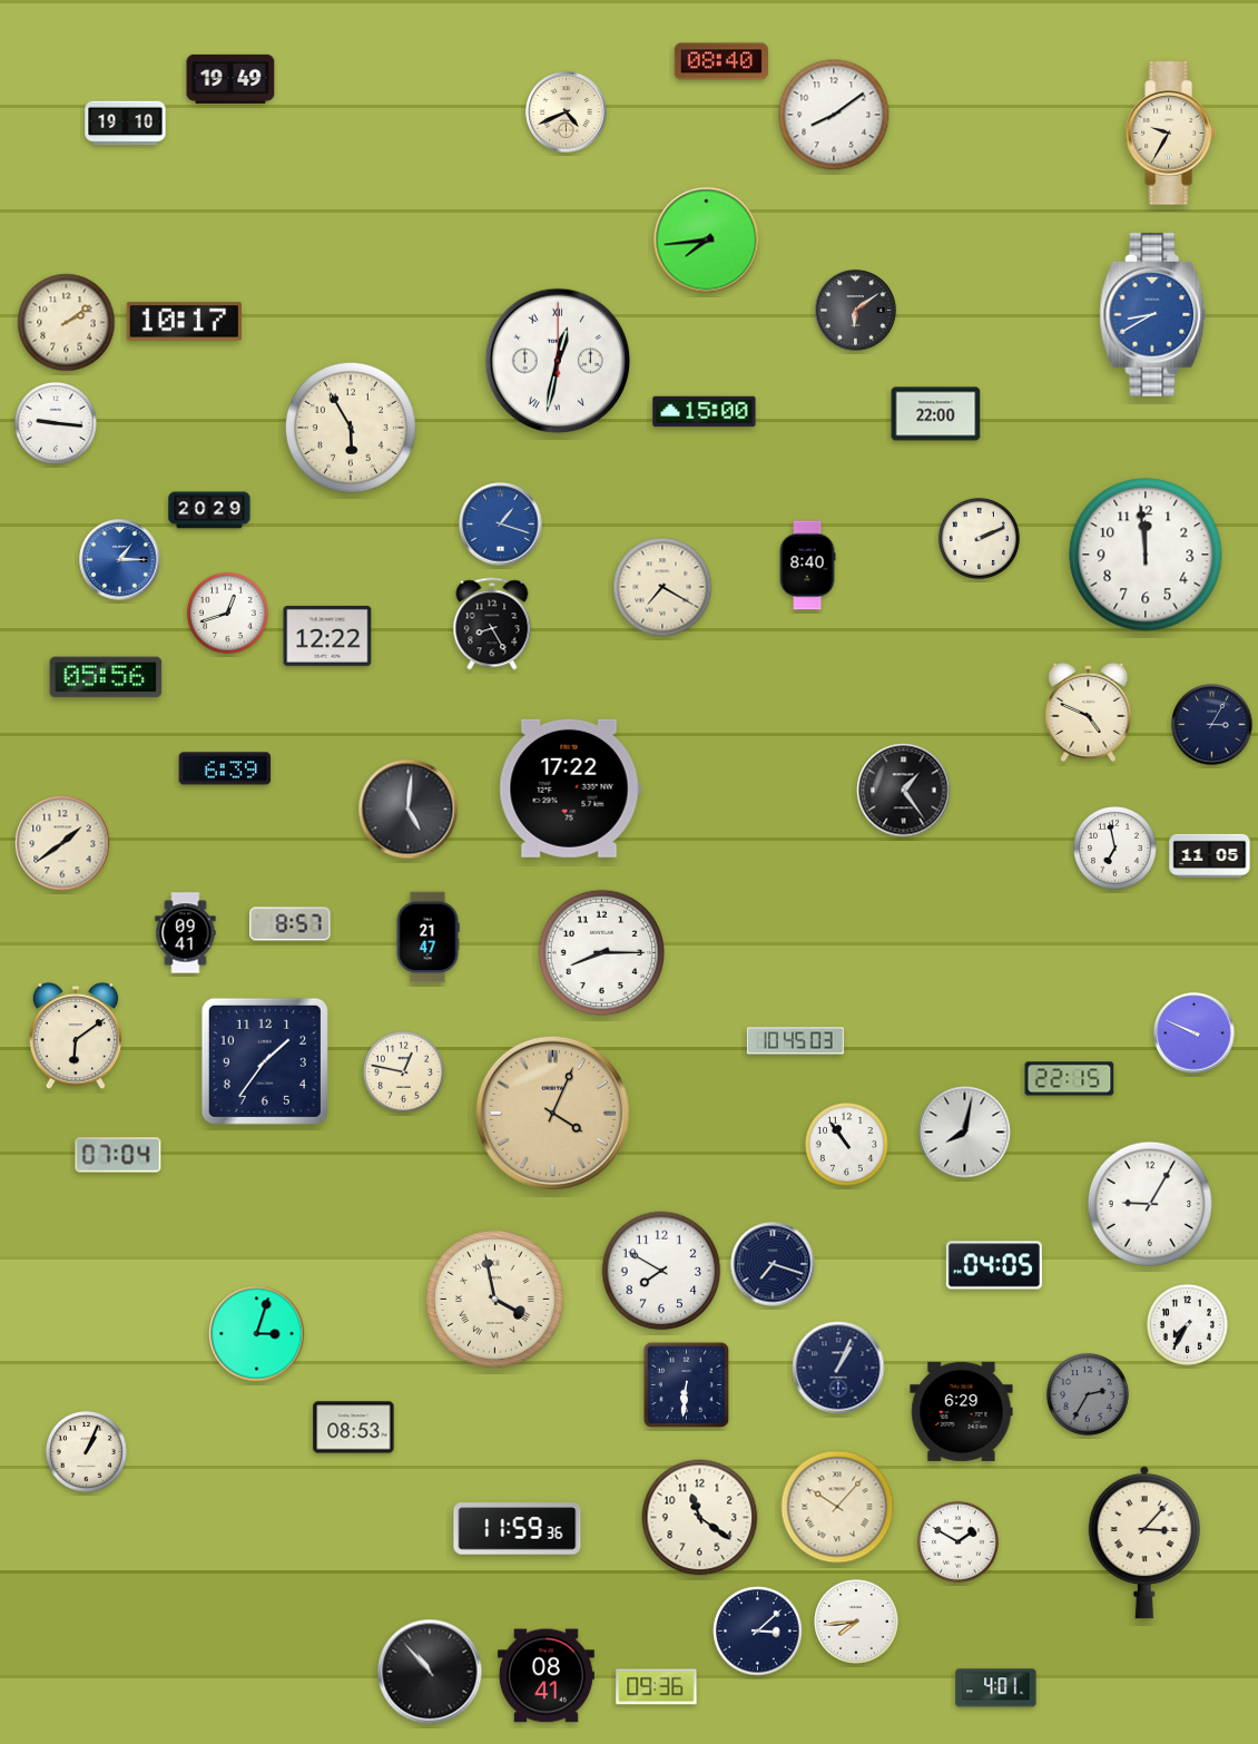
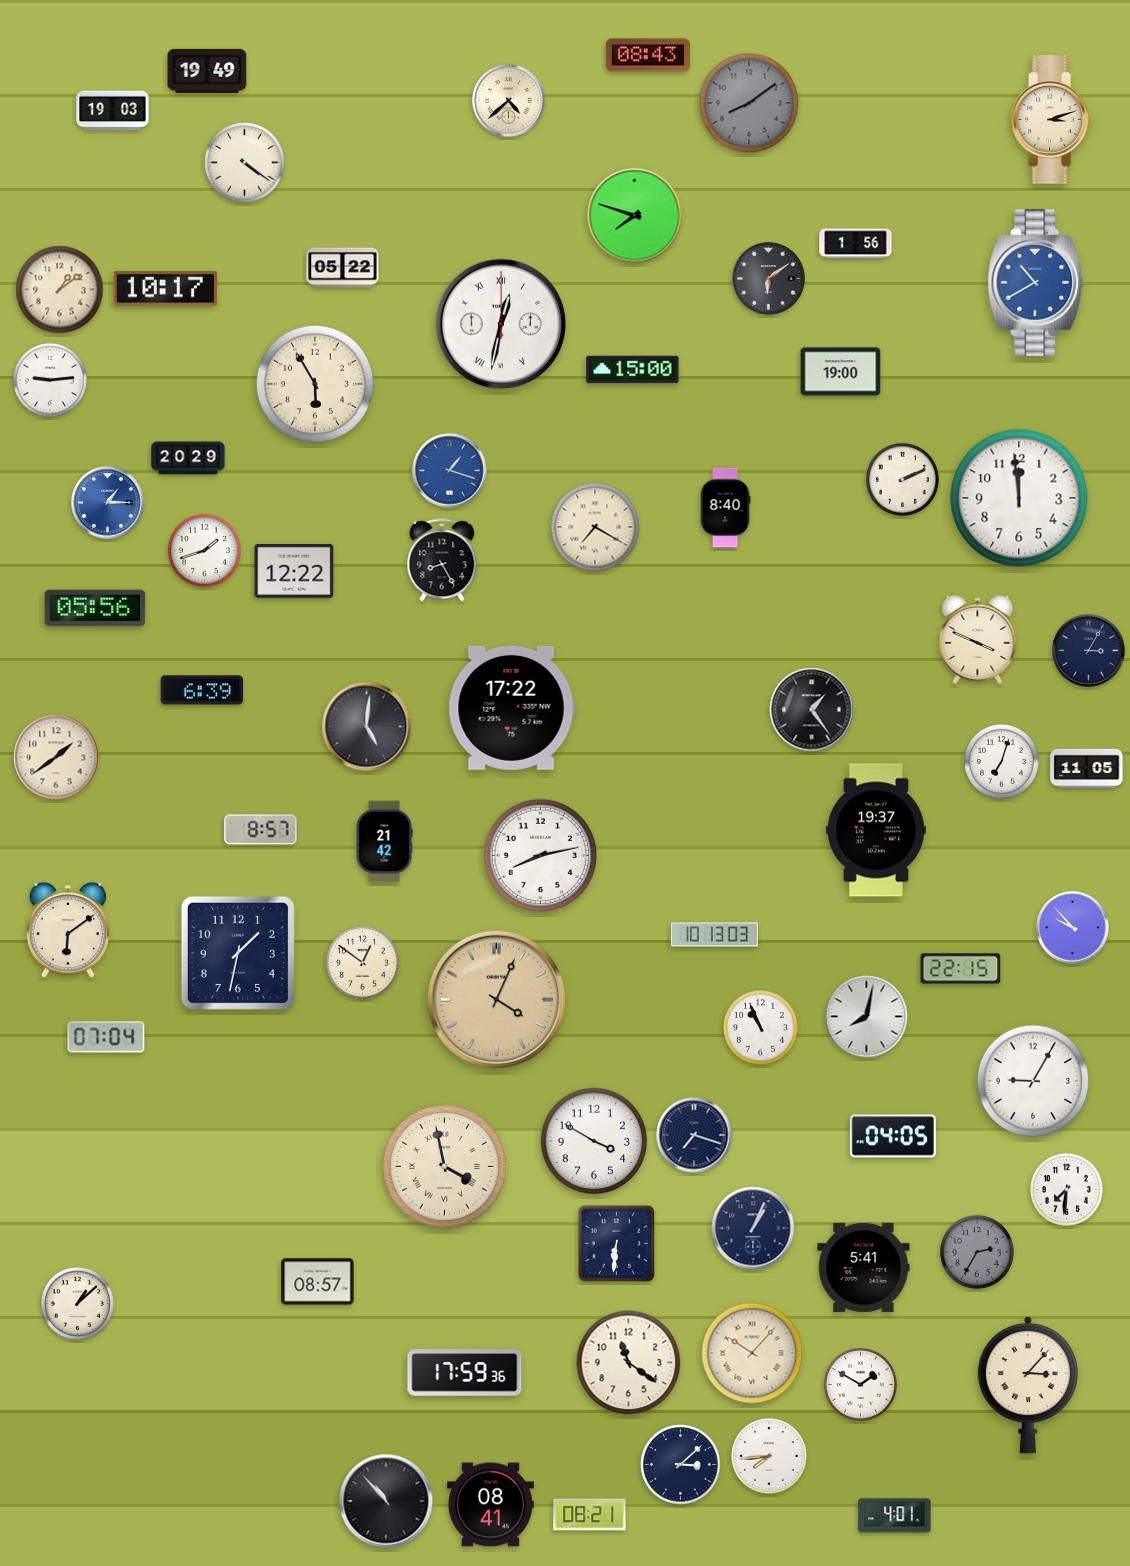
clock at (721, 61): 08:40 -> 08:43
clock at (567, 112): 4:41 -> 4:38
clock at (834, 115) dial: white -> grey
clock at (126, 124): 19:10 -> 19:03
clock at (1170, 134): 9:35 -> 3:12
clock at (245, 163): none -> 4:21
clock at (707, 241): 7:44 -> 7:48
clock at (856, 244): none -> 1:56
clock at (343, 268): none -> 05:22
clock at (1153, 315): 8:40 -> 10:40
clock at (67, 323): 2:09 -> 1:09
clock at (936, 414): 22:00 -> 19:00
clock at (56, 423): 9:16 -> 9:14
clock at (979, 538) position: (979, 538) -> (902, 479)
clock at (1146, 555) position: (1146, 555) -> (1019, 498)
clock at (227, 613): 12:42 -> 1:42
clock at (1089, 712): 4:49 -> 3:49
clock at (1116, 849): 6:58 -> 7:03
clock at (876, 830): none -> 19:37
clock at (186, 933): 09:41 -> none
clock at (427, 938): 21:47 -> 21:42
clock at (601, 952): 8:15 -> 8:13
clock at (1195, 1033): 9:49 -> 9:53
clock at (795, 1041): 10:45 -> 10:13
clock at (265, 1061): 1:36 -> 1:32
clock at (403, 1071): 12:47 -> 12:51
clock at (847, 1145): 10:54 -> 10:56
clock at (661, 1271): 7:50 -> 3:50
clock at (1187, 1324): 7:35 -> 7:31
clock at (257, 1334): 3:03 -> none
clock at (962, 1411): 6:29 -> 5:41
clock at (354, 1428): 08:53 -> 08:57
clock at (86, 1451): 1:04 -> 1:08
clock at (518, 1529): 11:59 -> 17:59
clock at (657, 1687): 09:36 -> 08:21
